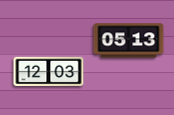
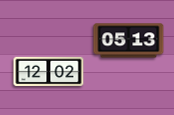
clock at (49, 72): 12:03 -> 12:02
